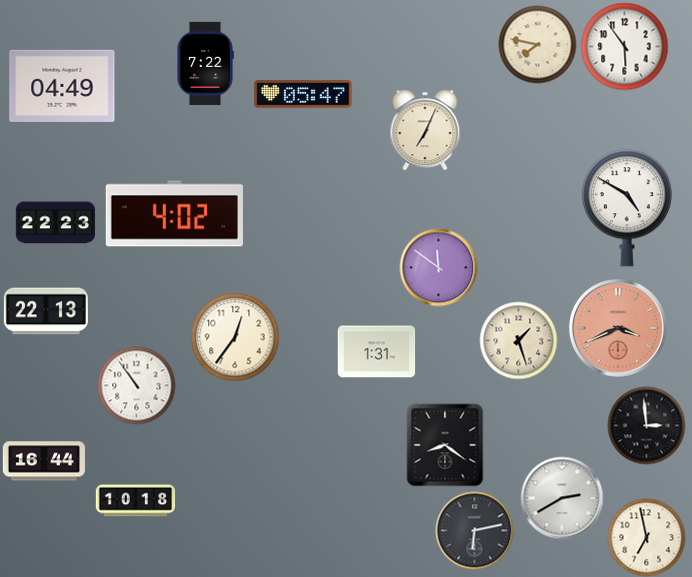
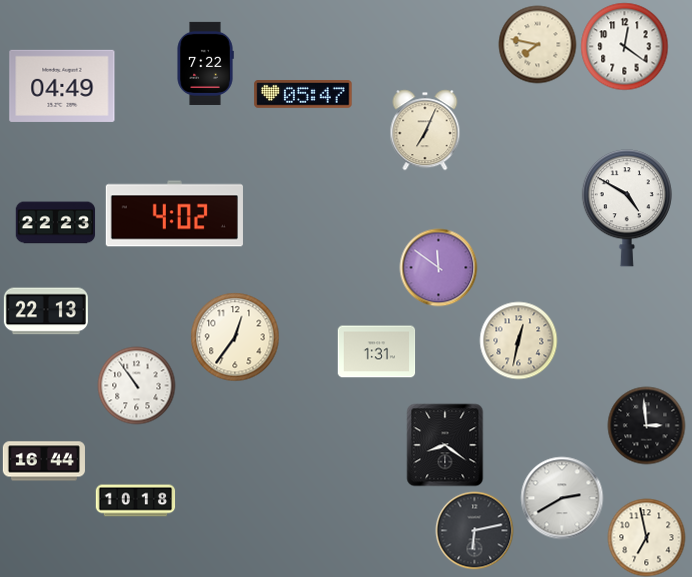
clock at (624, 46): 5:54 -> 12:21
clock at (618, 328): 3:41 -> none
clock at (518, 340): 1:27 -> 12:32
